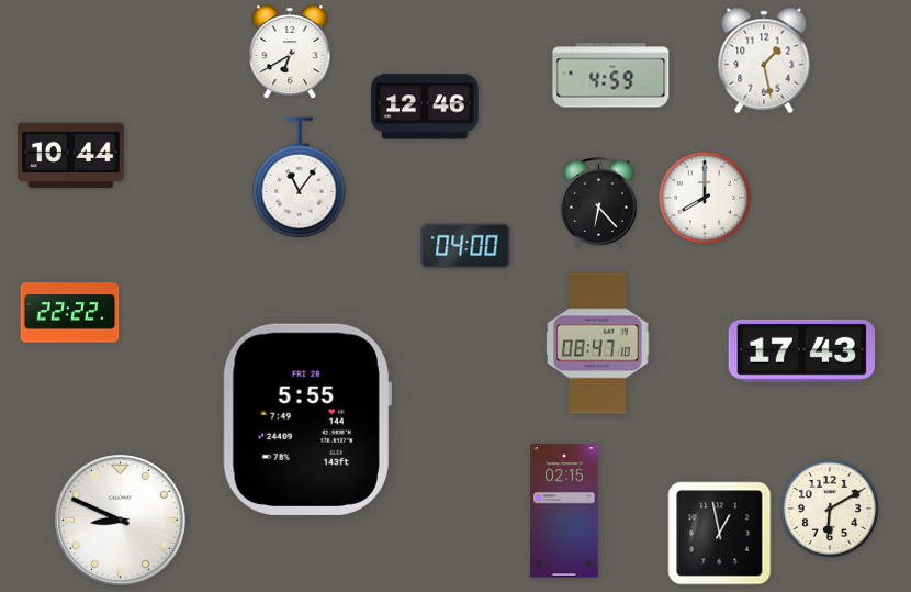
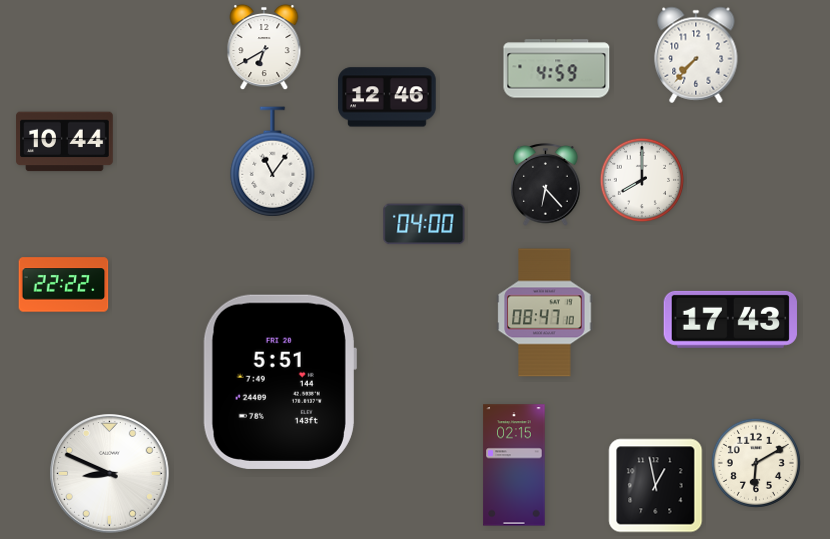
clock at (764, 60): 1:28 -> 7:37
clock at (307, 420): 5:55 -> 5:51
